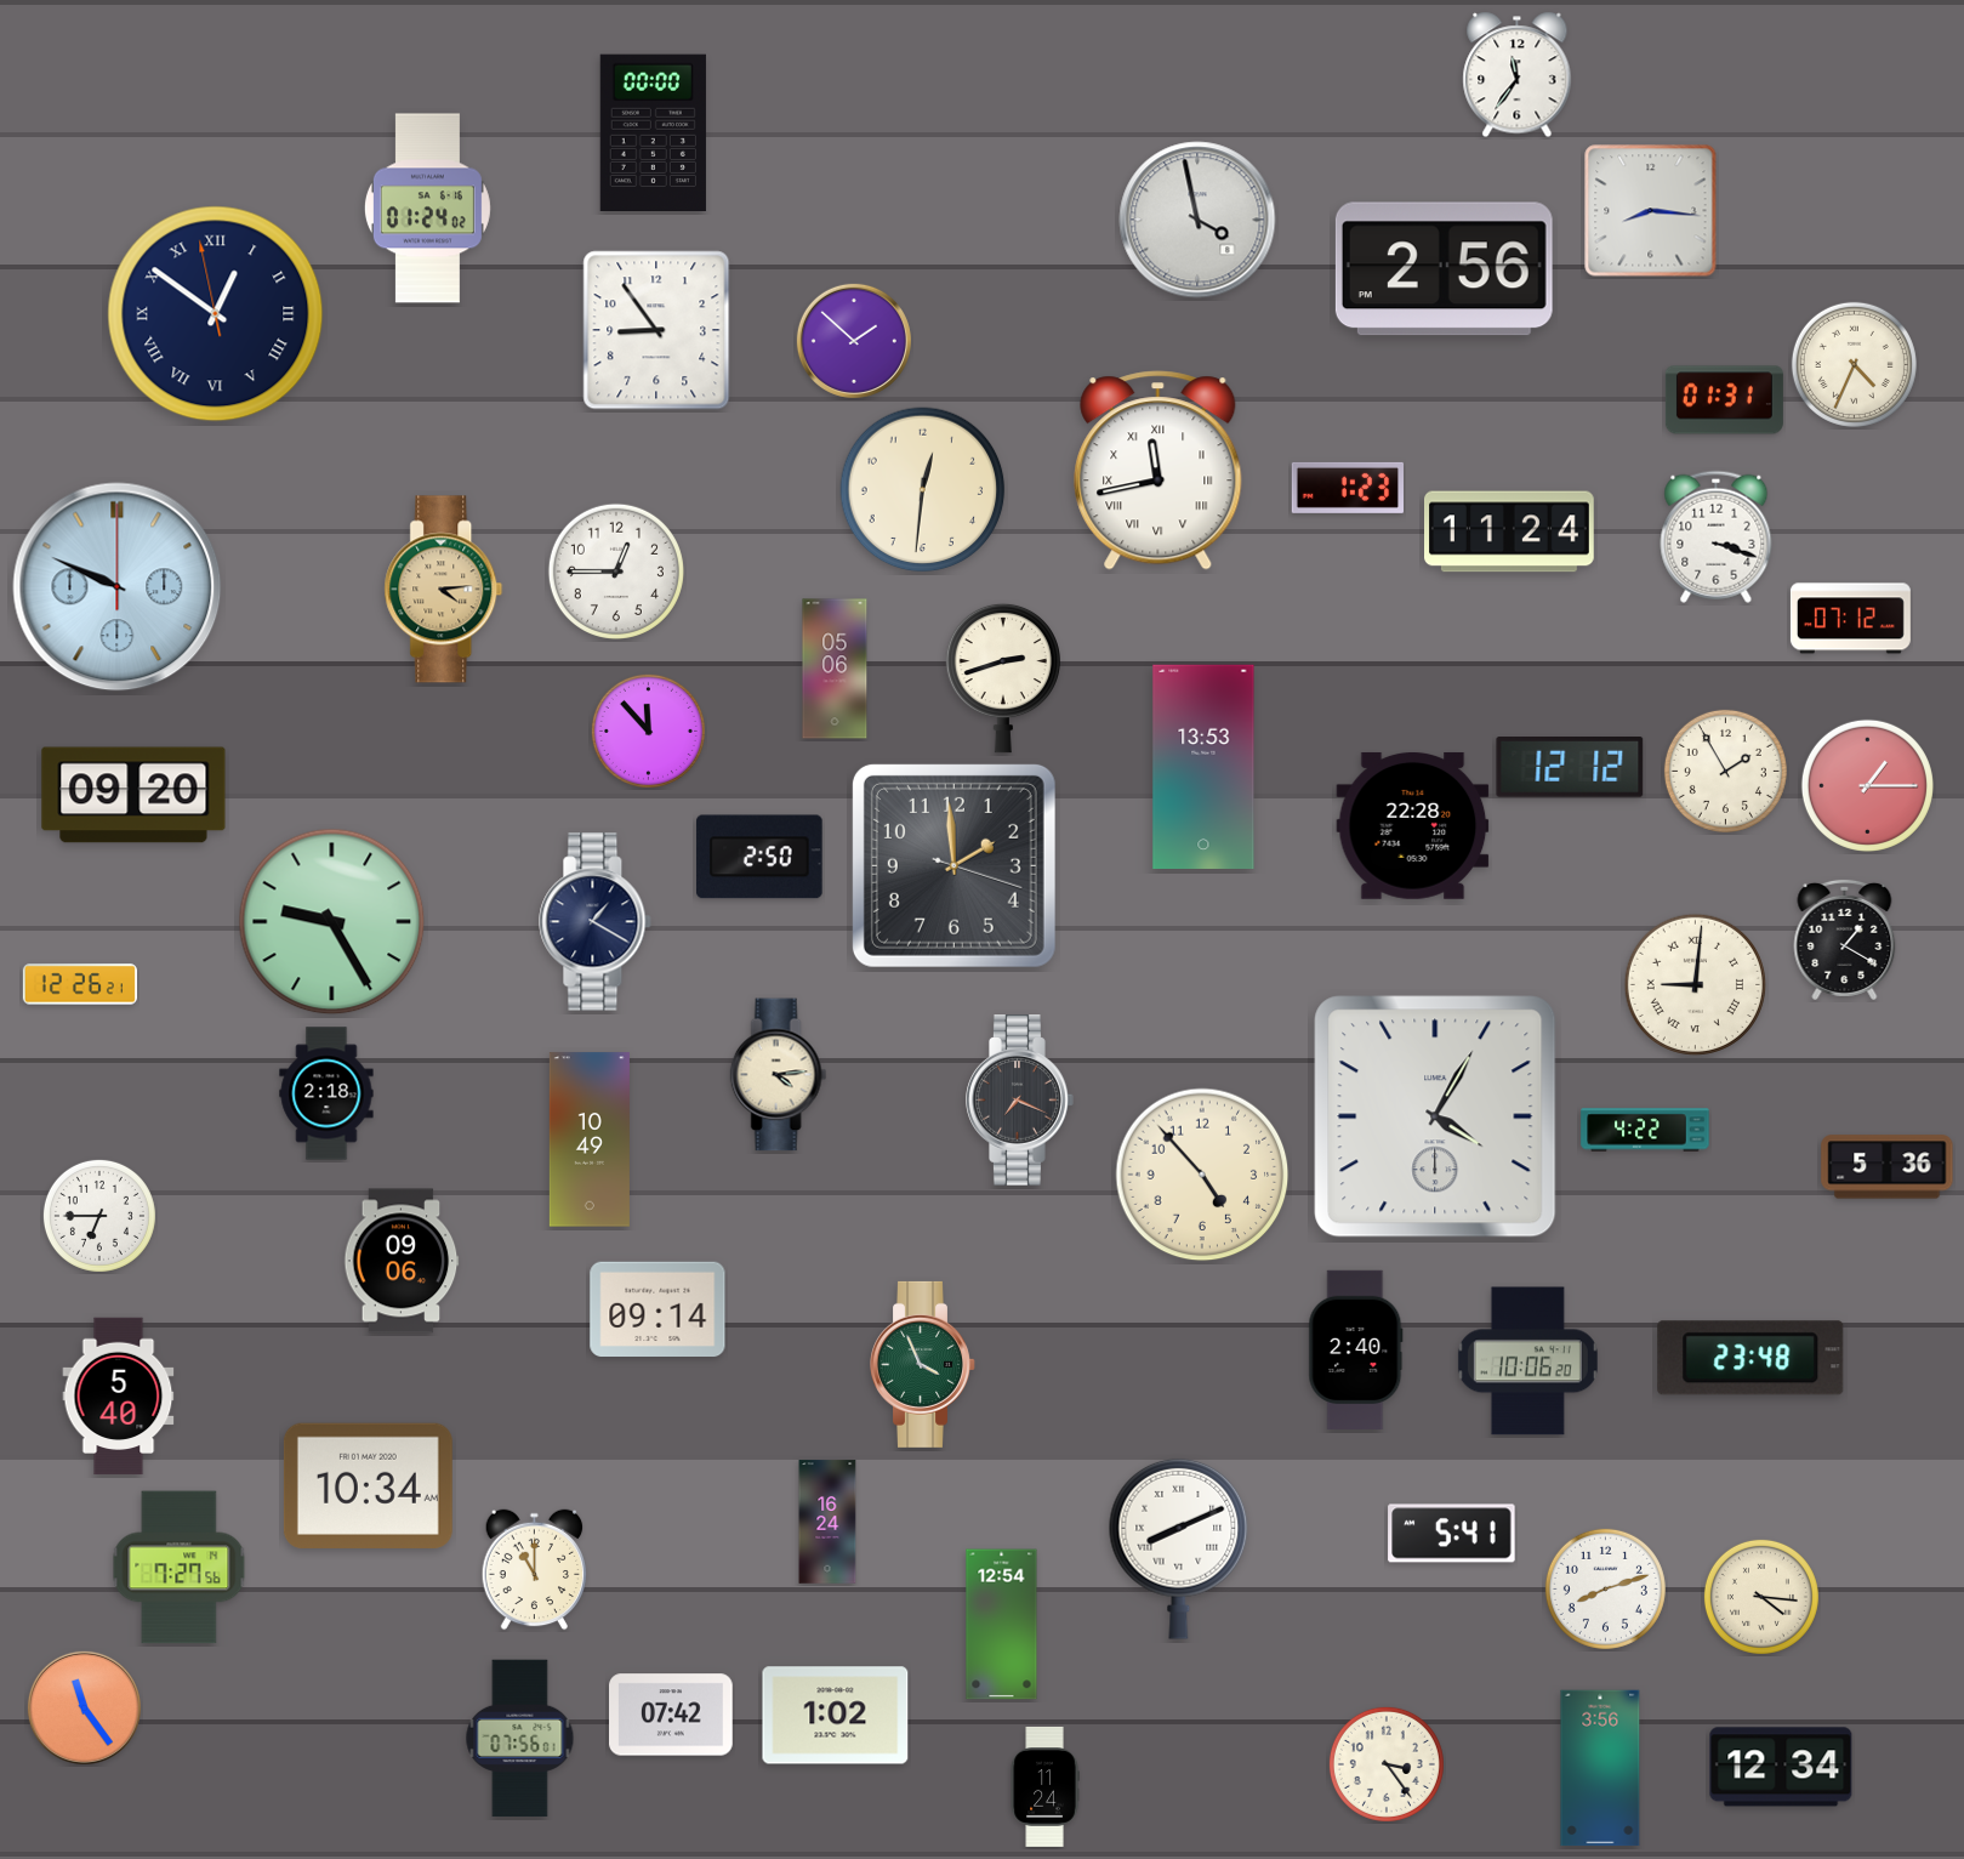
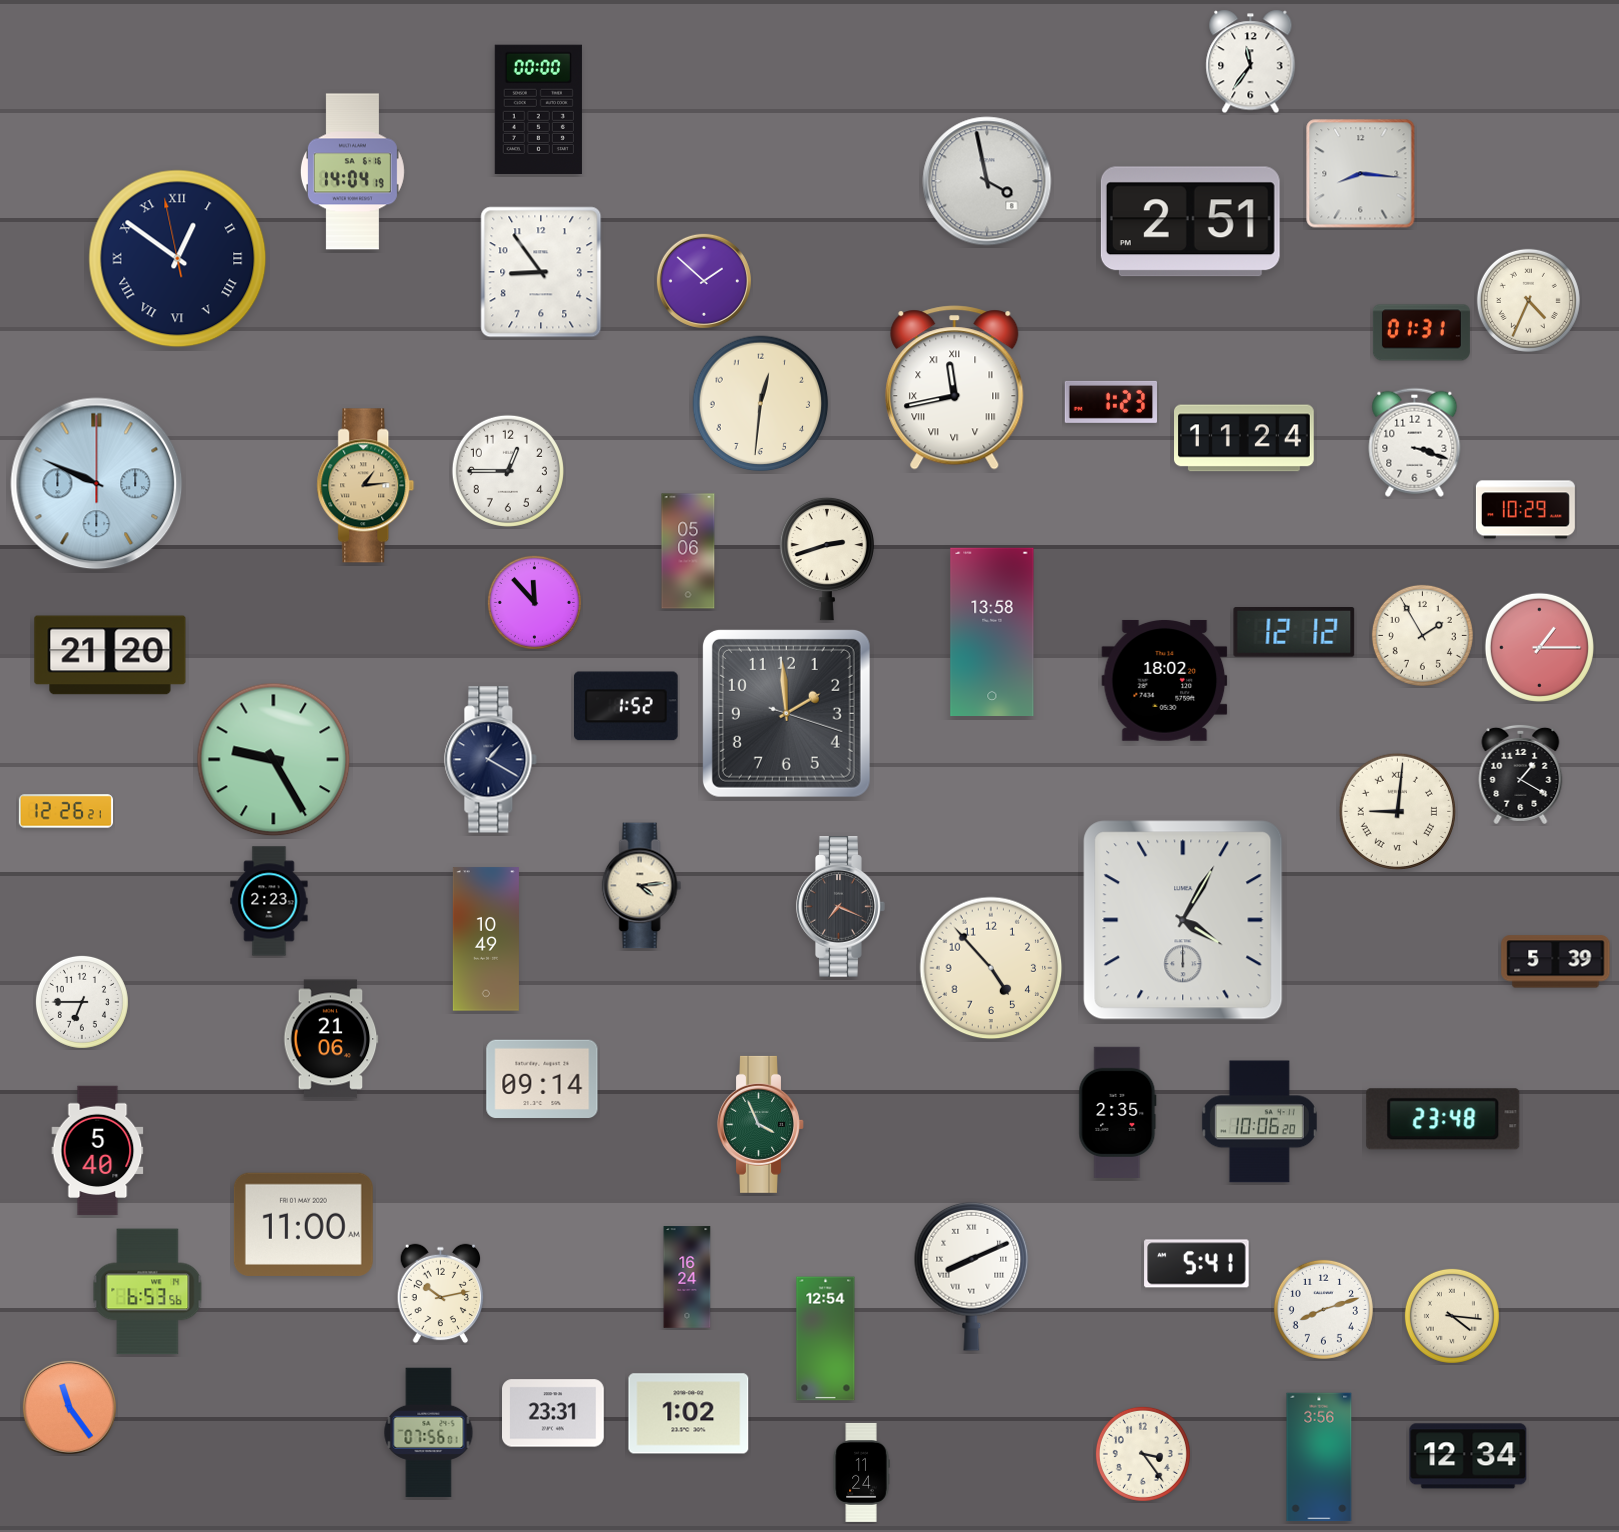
clock at (427, 209): 01:24 -> 14:04
clock at (1444, 269): 2:56 -> 2:51
clock at (1724, 400) position: (1724, 400) -> (1421, 333)
clock at (444, 590): 4:14 -> 1:14
clock at (1850, 619): 07:12 -> 10:29
clock at (1203, 766): 13:53 -> 13:58
clock at (133, 795): 09:20 -> 21:20
clock at (1413, 826): 22:28 -> 18:02
clock at (761, 857): 2:50 -> 1:52
clock at (326, 1093): 2:18 -> 2:23
clock at (1645, 1130): 4:22 -> none
clock at (1888, 1167): 5:36 -> 5:39
clock at (402, 1261): 09:06 -> 21:06
clock at (1356, 1349): 2:40 -> 2:35
clock at (368, 1485): 10:34 -> 11:00
clock at (827, 1522) position: (827, 1522) -> (687, 1277)
clock at (180, 1568): 7:27 -> 6:53
clock at (535, 1570): 11:00 -> 10:13
clock at (672, 1715): 07:42 -> 23:31
